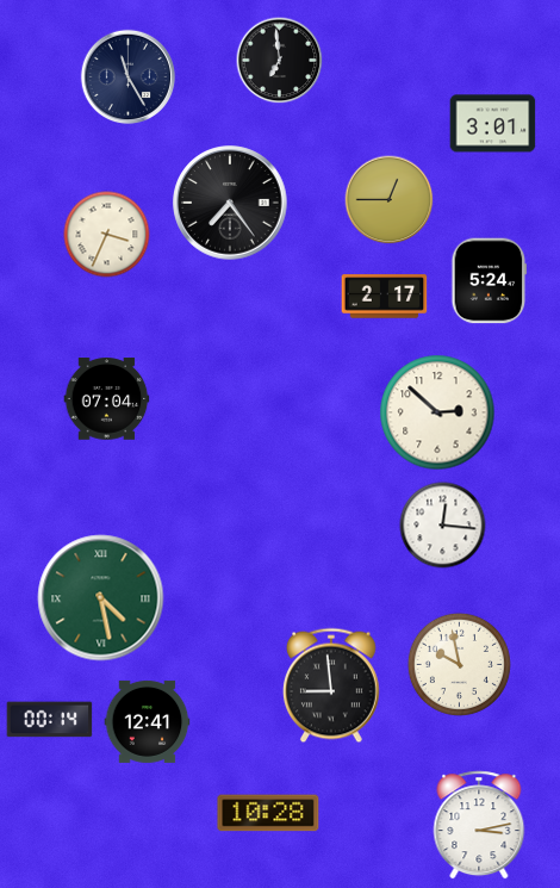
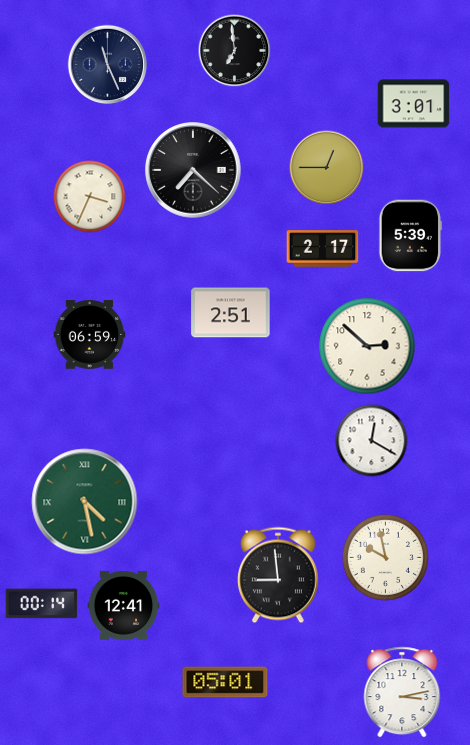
clock at (129, 77): 11:25 -> 11:26
clock at (230, 203): 7:24 -> 7:22
clock at (490, 281): 5:24 -> 5:39
clock at (231, 313): none -> 2:51
clock at (107, 399): 07:04 -> 06:59
clock at (443, 526): 12:16 -> 12:20
clock at (268, 813): 10:28 -> 05:01
